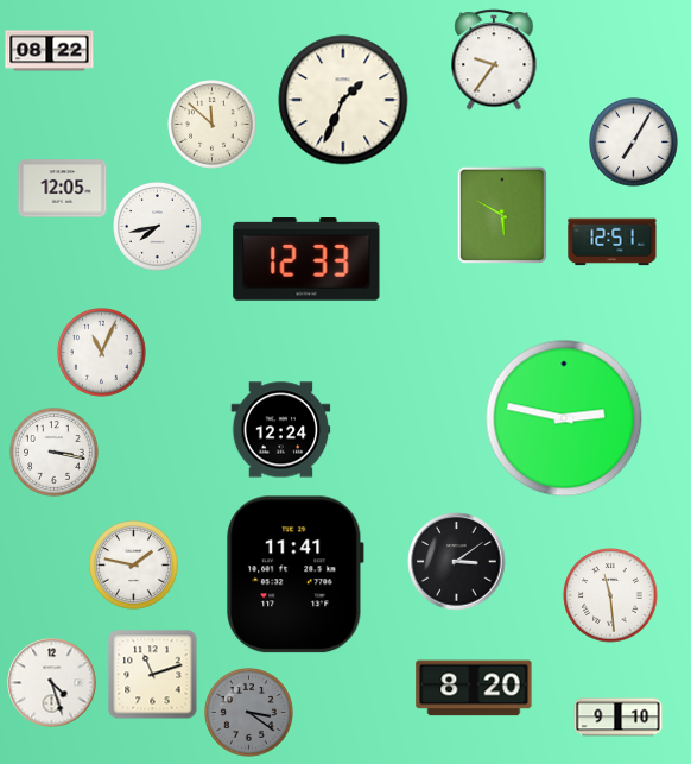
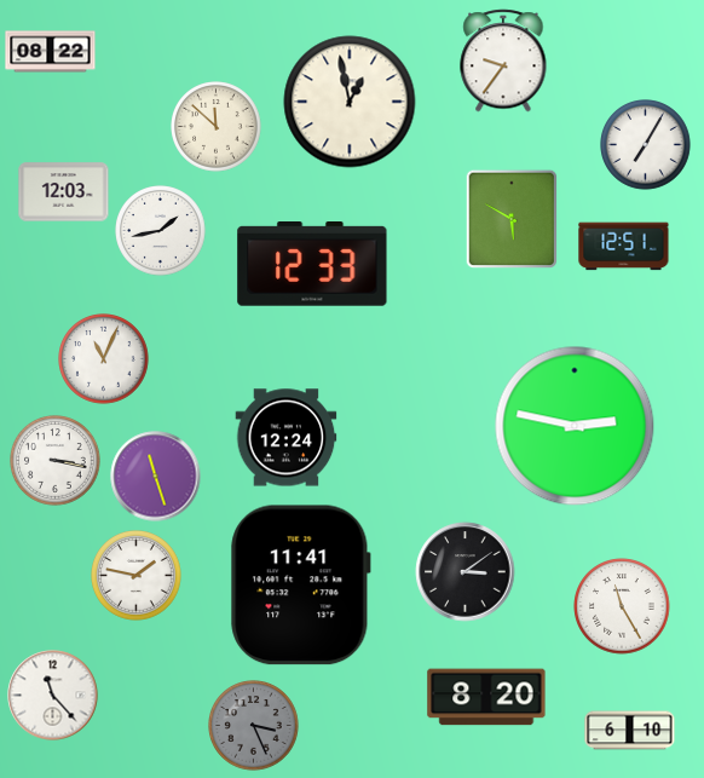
clock at (343, 100): 1:34 -> 12:58
clock at (63, 189): 12:05 -> 12:03
clock at (158, 227): 7:43 -> 1:43
clock at (156, 477): none -> 11:27
clock at (610, 595): 11:29 -> 11:25
clock at (153, 675): 11:12 -> none
clock at (52, 683): 4:27 -> 11:23
clock at (474, 688) position: (474, 688) -> (486, 697)
clock at (249, 713): 3:21 -> 3:26
clock at (619, 718): 9:10 -> 6:10
